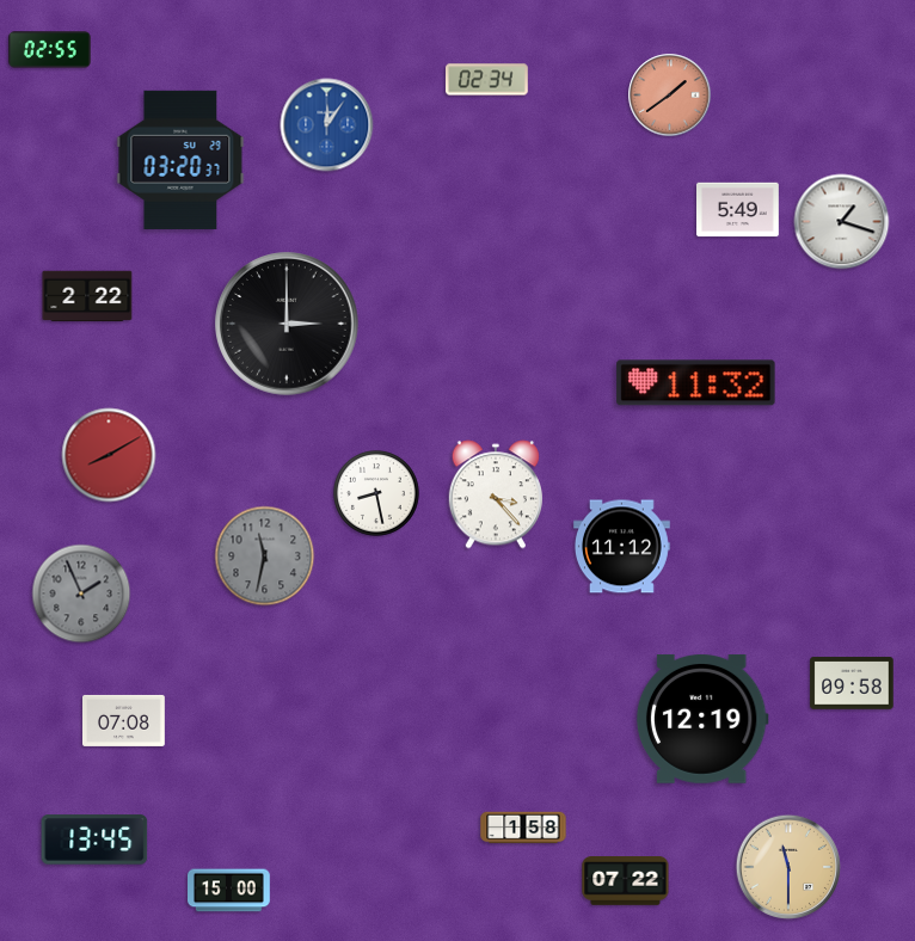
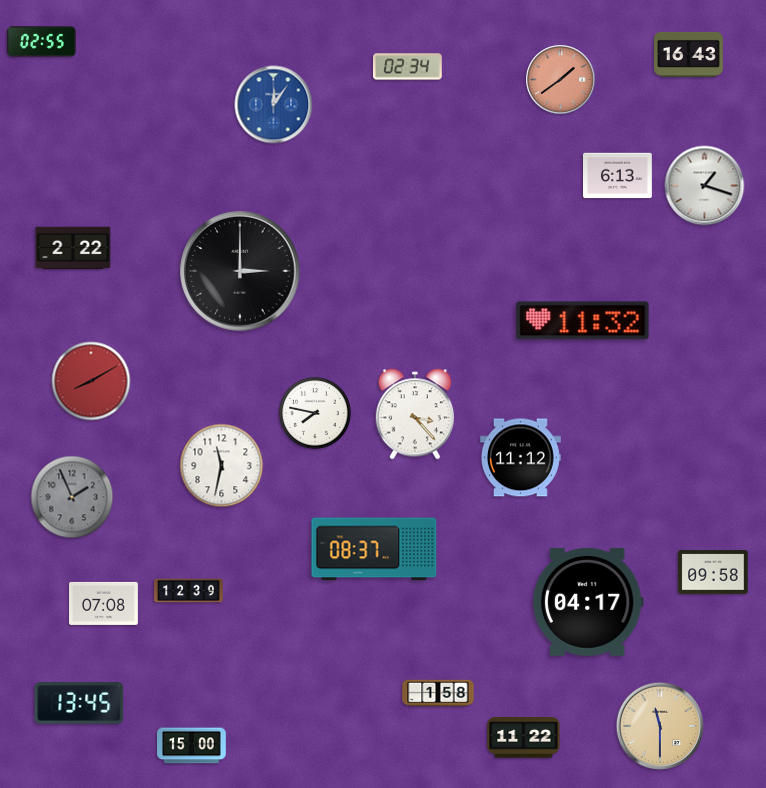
clock at (689, 54): none -> 16:43
clock at (180, 160): 03:20 -> none
clock at (738, 210): 5:49 -> 6:13
clock at (377, 494): 8:28 -> 7:47
clock at (265, 556) dial: grey -> white
clock at (81, 593) position: (81, 593) -> (72, 497)
clock at (374, 549): none -> 08:37
clock at (189, 591): none -> 12:39
clock at (702, 720): 12:19 -> 04:17
clock at (626, 881): 07:22 -> 11:22
